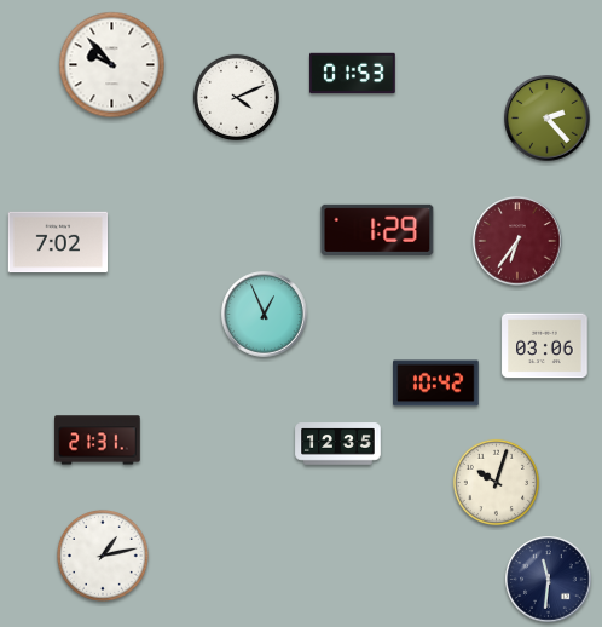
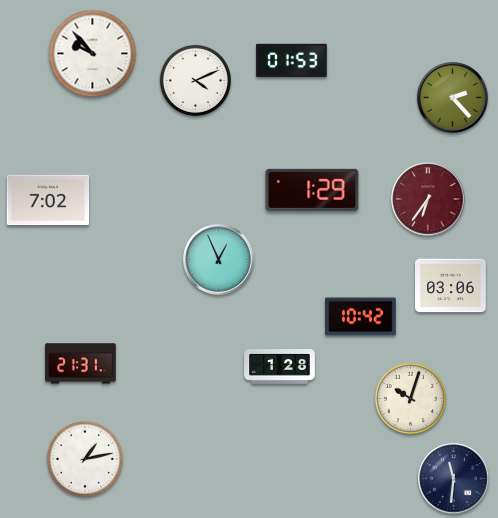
clock at (338, 444): 12:35 -> 1:28
